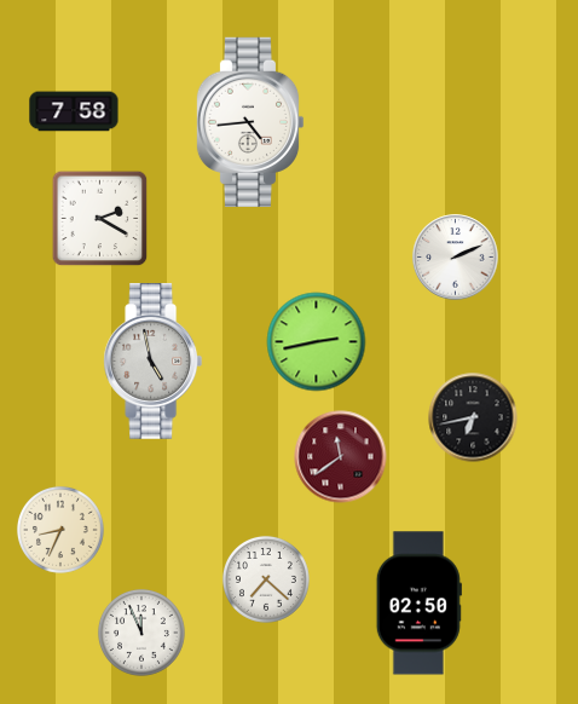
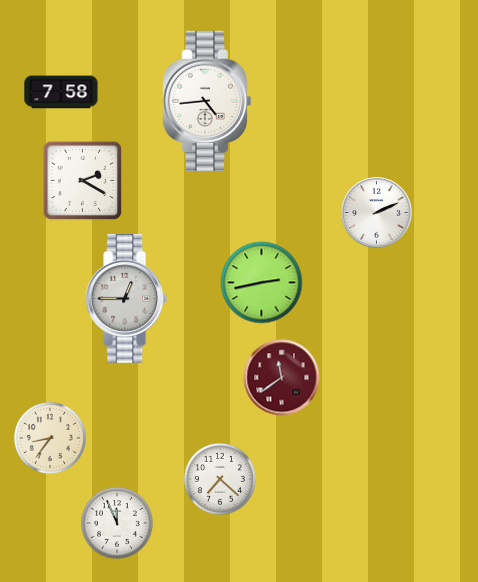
clock at (154, 362): 4:58 -> 12:45
clock at (473, 417): 6:43 -> none
clock at (60, 530): 8:34 -> 8:36
clock at (418, 604): 02:50 -> none
